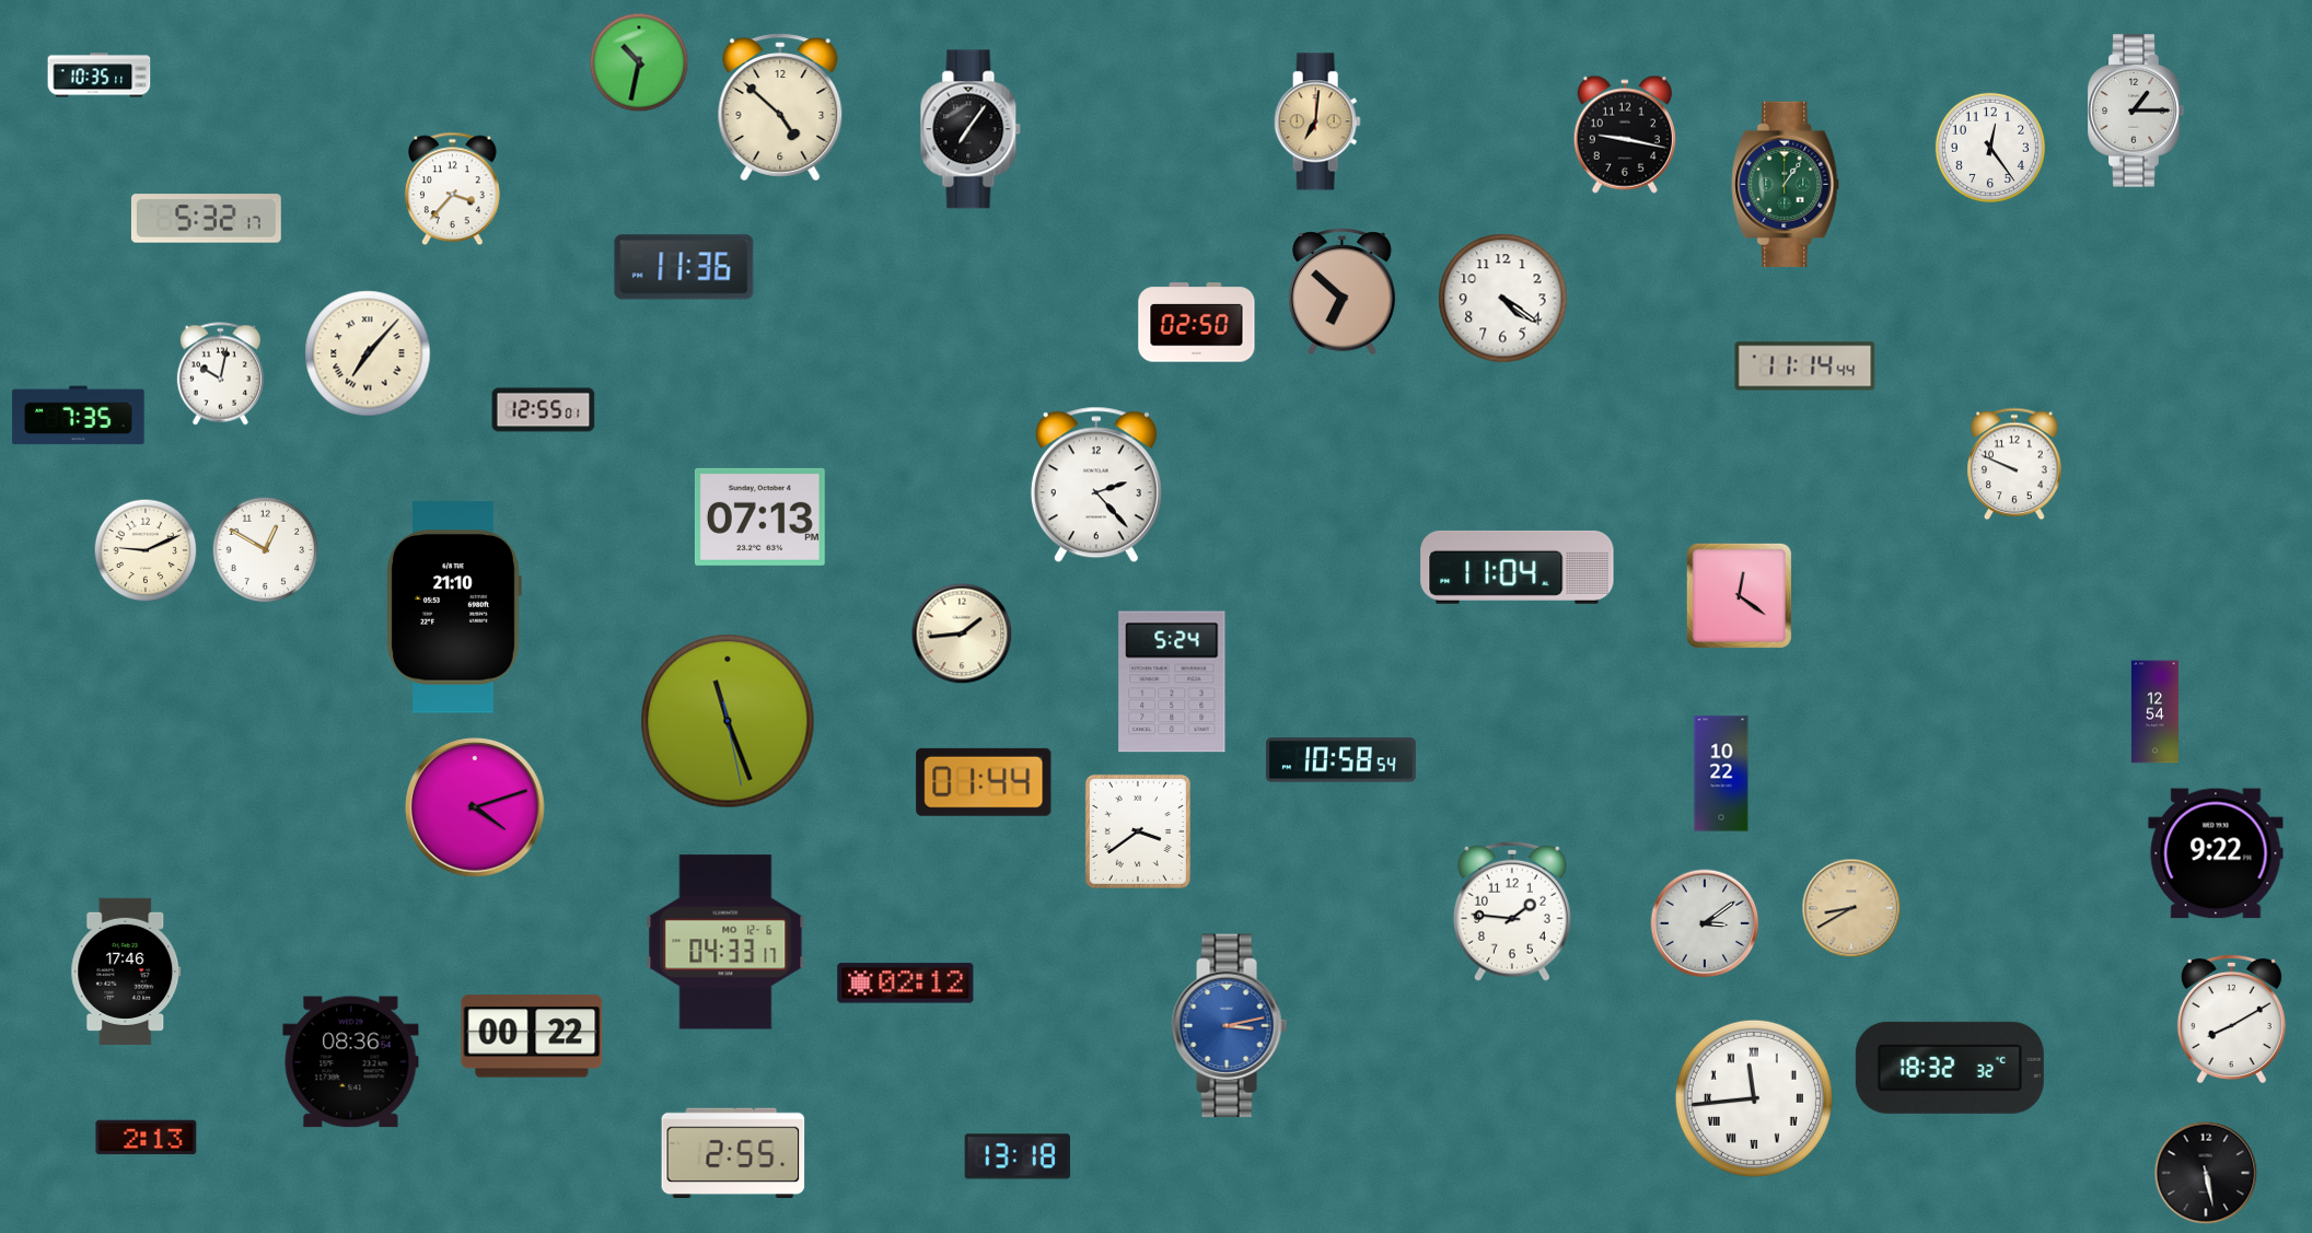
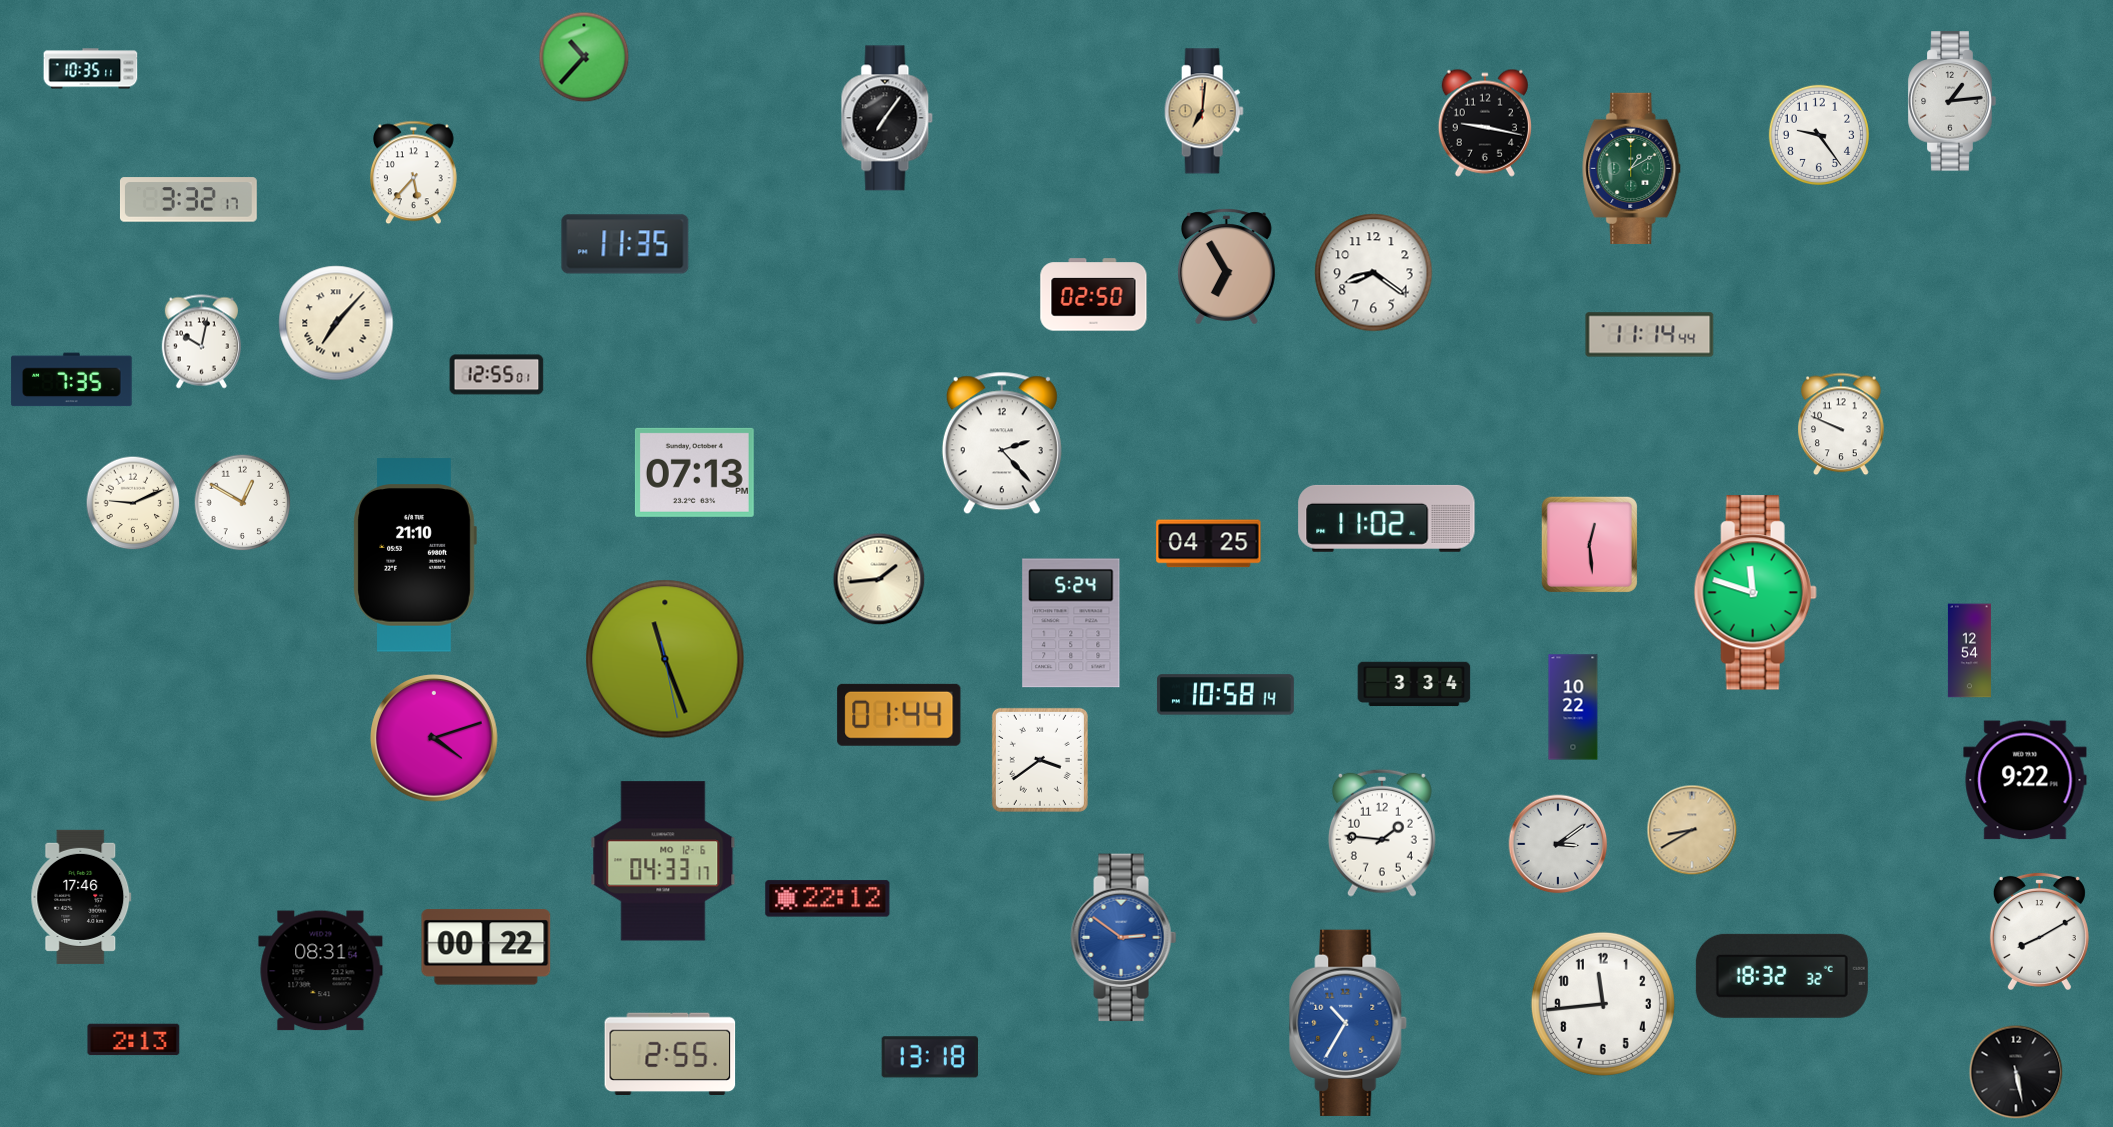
clock at (639, 62): 10:32 -> 10:37
clock at (780, 107): 4:52 -> none
clock at (2136, 110): 1:15 -> 1:14
clock at (1990, 148): 12:24 -> 9:24
clock at (1786, 184): 1:06 -> 1:10
clock at (452, 189): 3:37 -> 5:37
clock at (206, 219): 5:32 -> 3:32
clock at (684, 267): 11:36 -> 11:35
clock at (1341, 292): 6:52 -> 6:55
clock at (1503, 299): 4:21 -> 8:21
clock at (1518, 567): 11:04 -> 11:02
clock at (1209, 544): none -> 04:25
clock at (1739, 595): 12:21 -> 12:29
clock at (1755, 593): none -> 11:48
clock at (1414, 684): none -> 3:34
clock at (1340, 760): 10:58:54 -> 10:58:14
clock at (126, 972) position: (126, 972) -> (81, 897)
clock at (906, 984): 02:12 -> 22:12
clock at (1230, 1026): 3:13 -> 2:51
clock at (351, 1062): 08:36 -> 08:31
clock at (1754, 1098) numerals: Roman -> Arabic
clock at (1349, 1023): none -> 10:35
